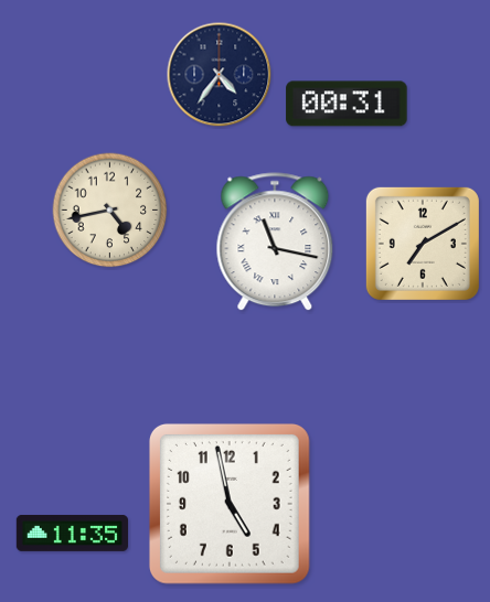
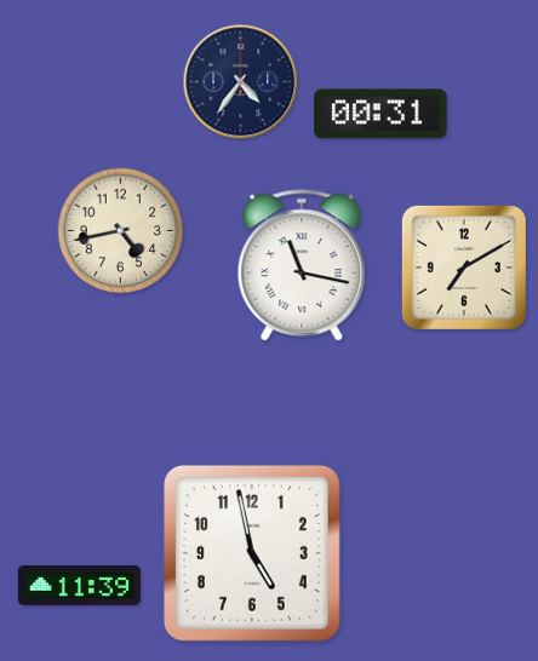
clock at (72, 533): 11:35 -> 11:39
